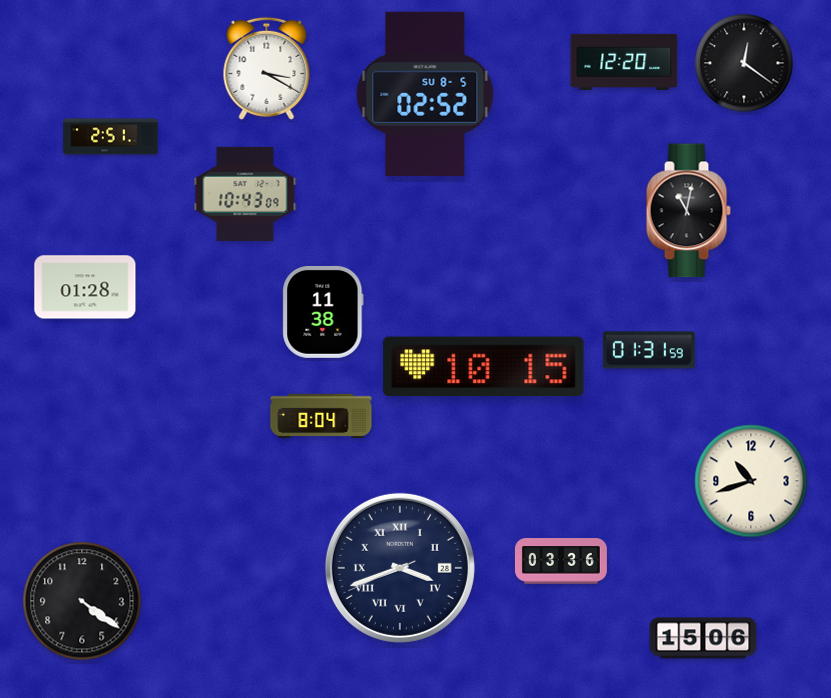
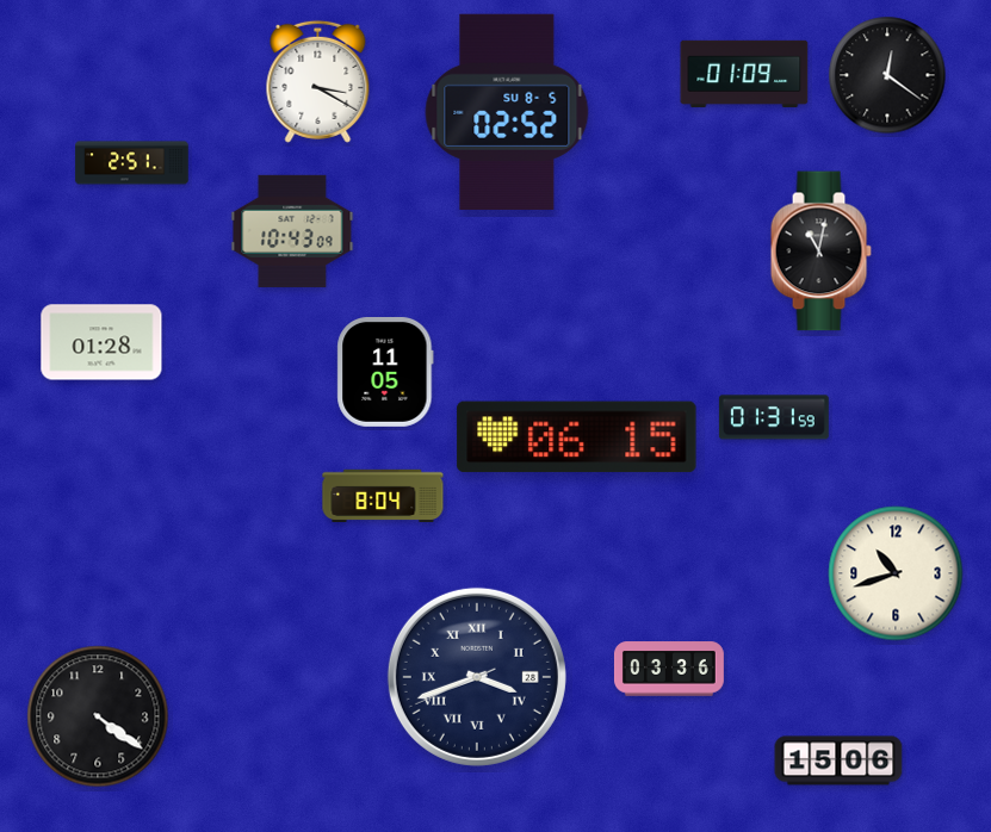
clock at (624, 62): 12:20 -> 01:09
clock at (323, 312): 11:38 -> 11:05
clock at (484, 367): 10:15 -> 06:15
